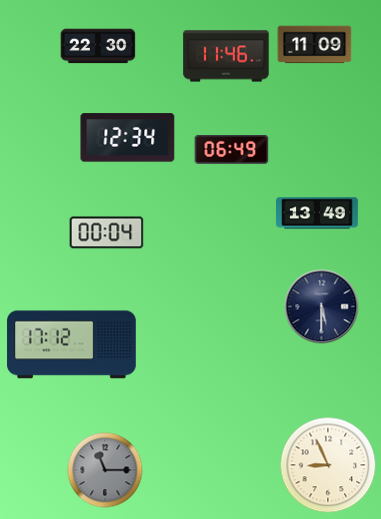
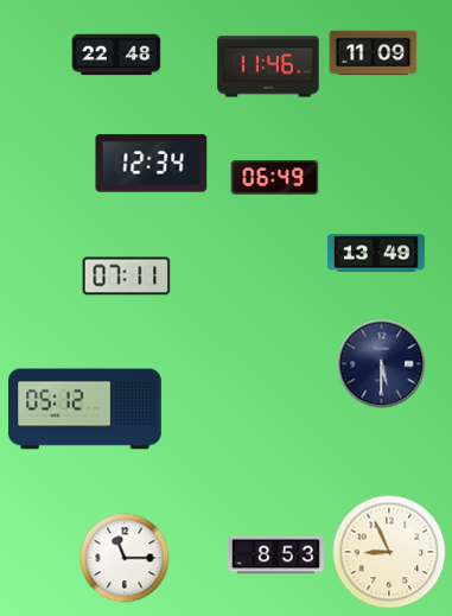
clock at (98, 46): 22:30 -> 22:48
clock at (107, 233): 00:04 -> 07:11
clock at (72, 345): 17:12 -> 05:12
clock at (275, 555): none -> 8:53
clock at (105, 470) dial: grey -> white
